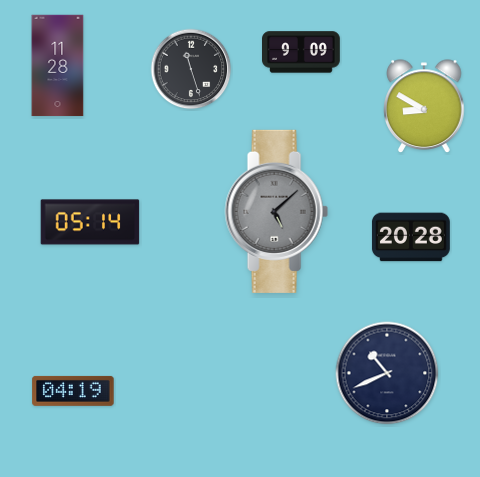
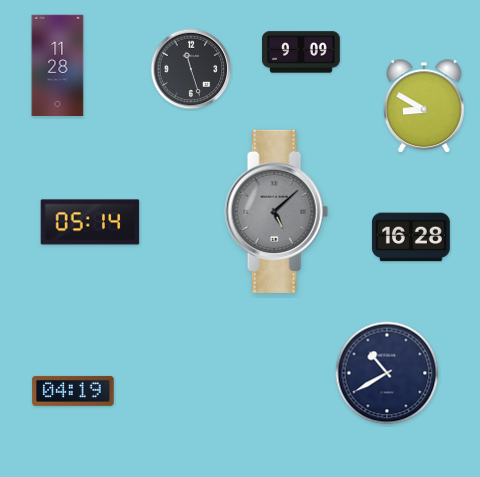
clock at (411, 237): 20:28 -> 16:28
clock at (387, 373): 10:41 -> 10:40
